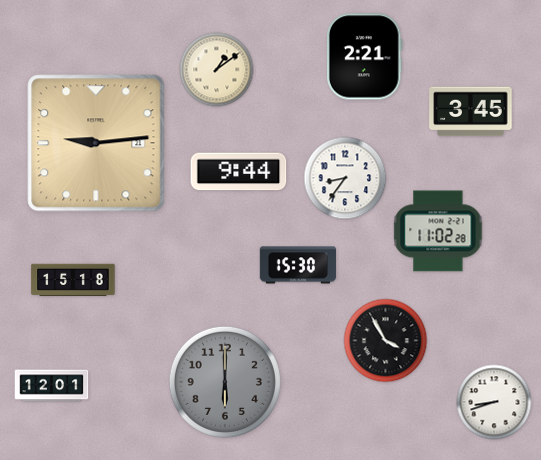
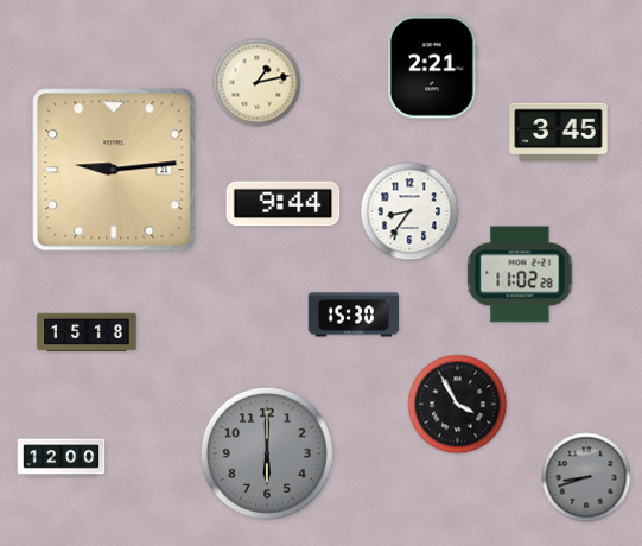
clock at (217, 70): 1:09 -> 1:13
clock at (52, 386): 12:01 -> 12:00
clock at (494, 402) dial: white -> grey
